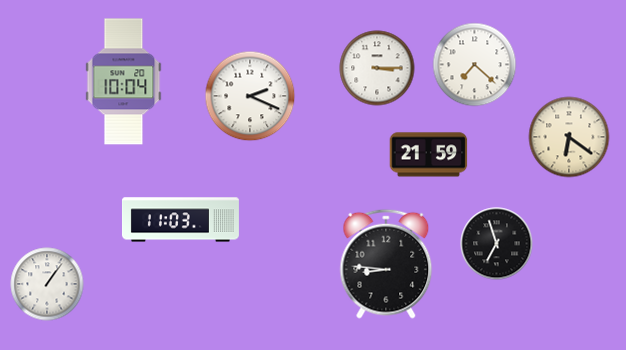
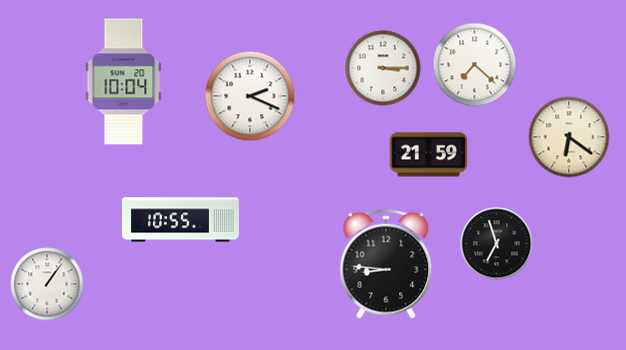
clock at (377, 68) position: (377, 68) -> (383, 68)
clock at (180, 220): 11:03 -> 10:55
